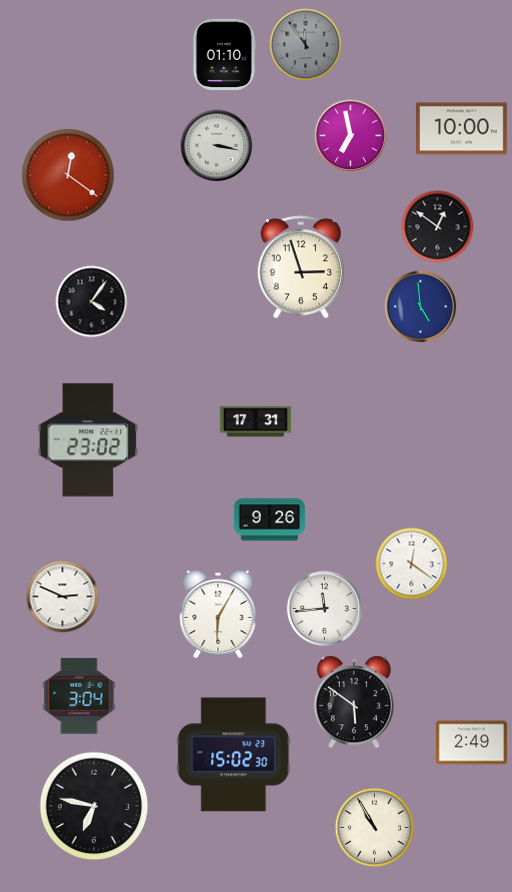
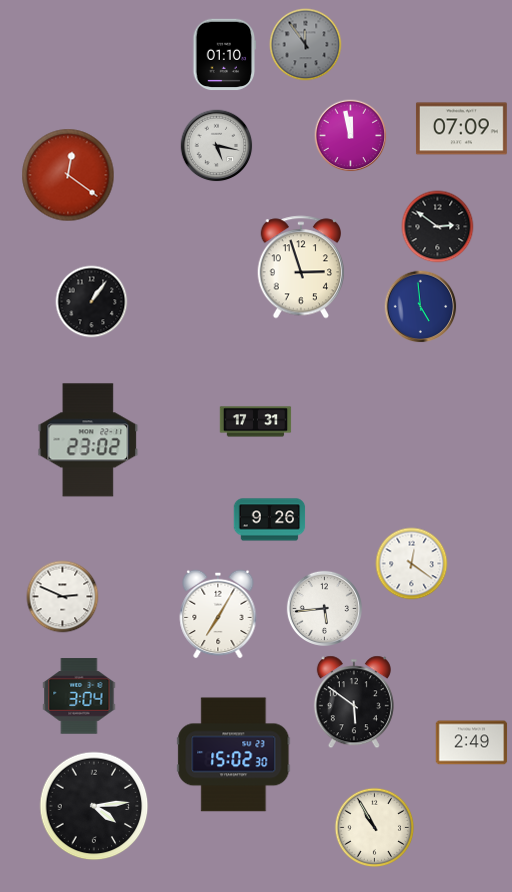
clock at (461, 129): 10:00 -> 07:09
clock at (351, 136): 6:58 -> 11:58
clock at (217, 146): 3:17 -> 5:17
clock at (438, 227): 12:51 -> 2:51
clock at (92, 302): 4:06 -> 1:06
clock at (324, 608): 11:44 -> 5:44
clock at (218, 614): 6:05 -> 7:05
clock at (94, 806): 6:47 -> 4:14
